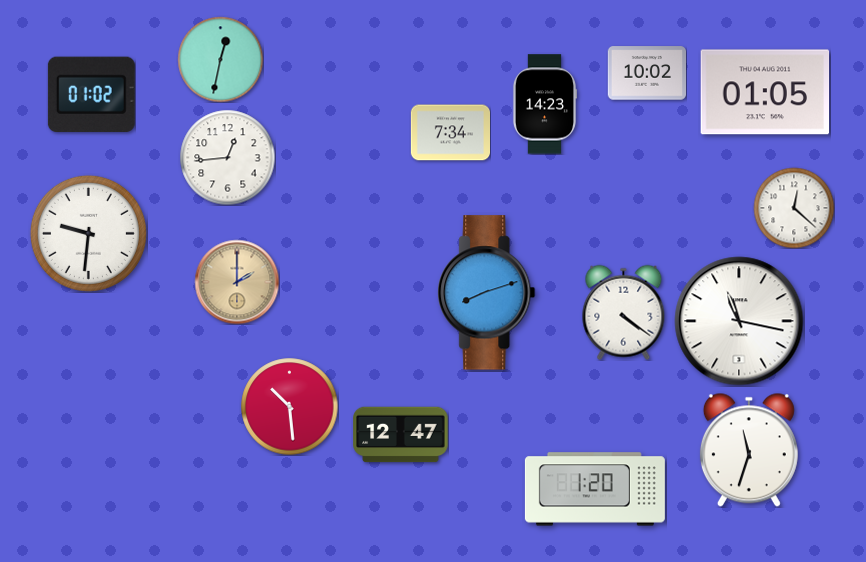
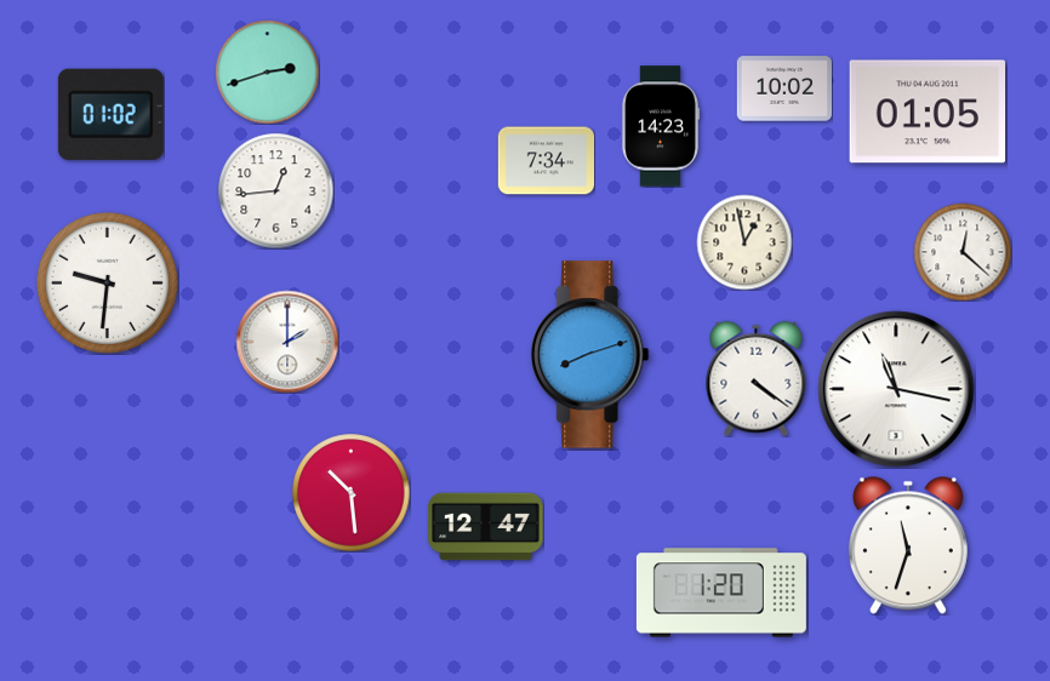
clock at (220, 59): 12:32 -> 2:42
clock at (744, 242): none -> 12:58
clock at (237, 282) dial: champagne -> white
